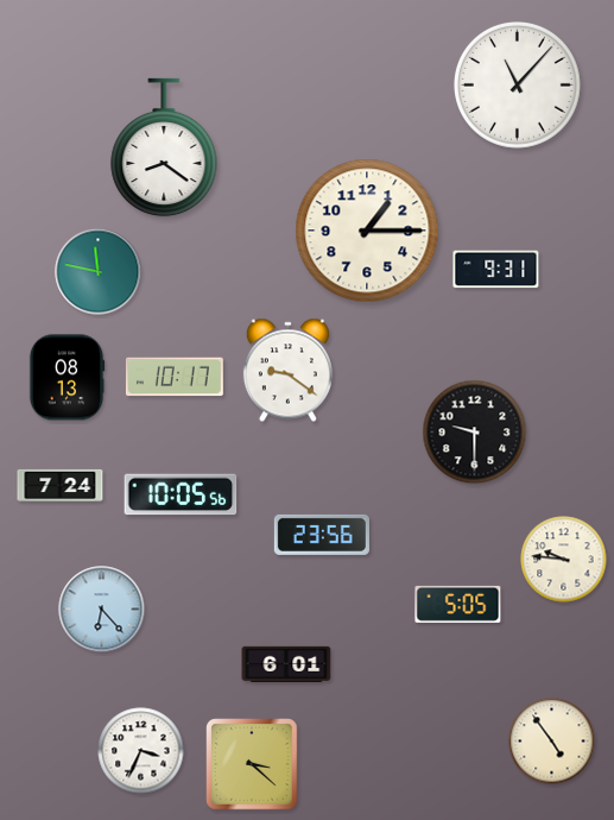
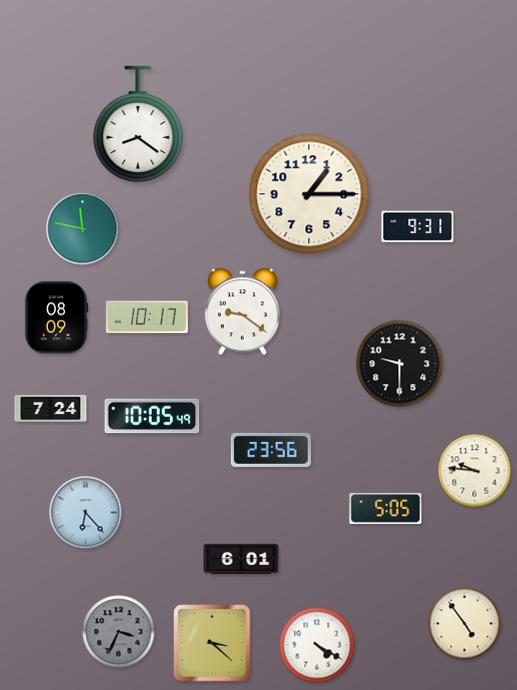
clock at (518, 86): 11:07 -> none
clock at (67, 378): 08:13 -> 08:09
clock at (181, 494): 10:05:56 -> 10:05:49
clock at (141, 751) dial: white -> grey
clock at (317, 645): none -> 4:20
